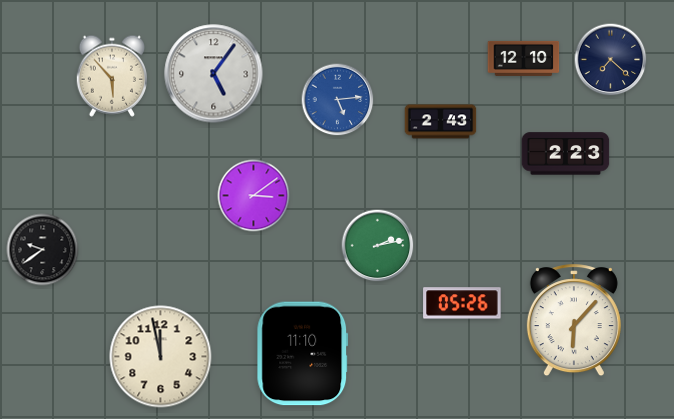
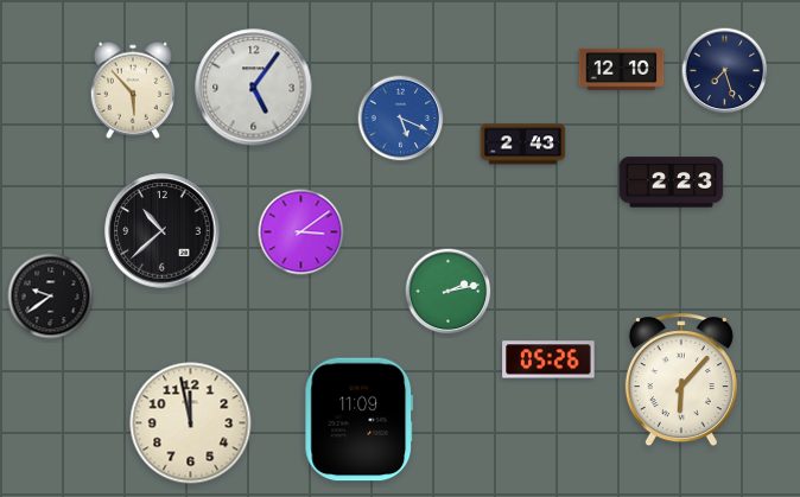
clock at (611, 60): 7:22 -> 7:27
clock at (338, 100): 5:14 -> 5:19
clock at (163, 231): none -> 10:38
clock at (303, 354): 11:10 -> 11:09
